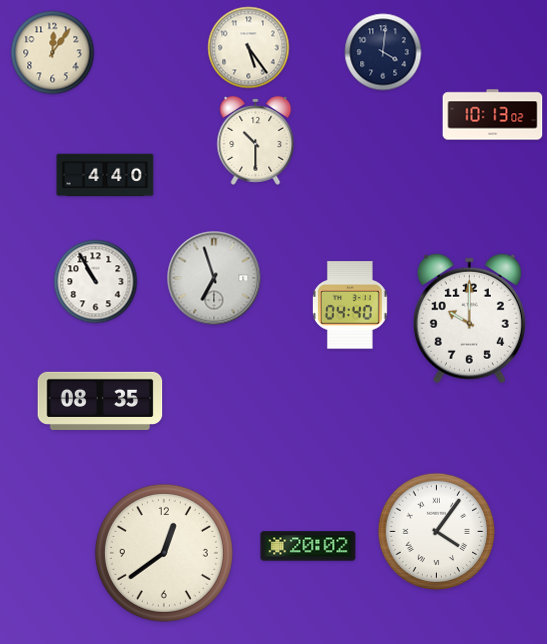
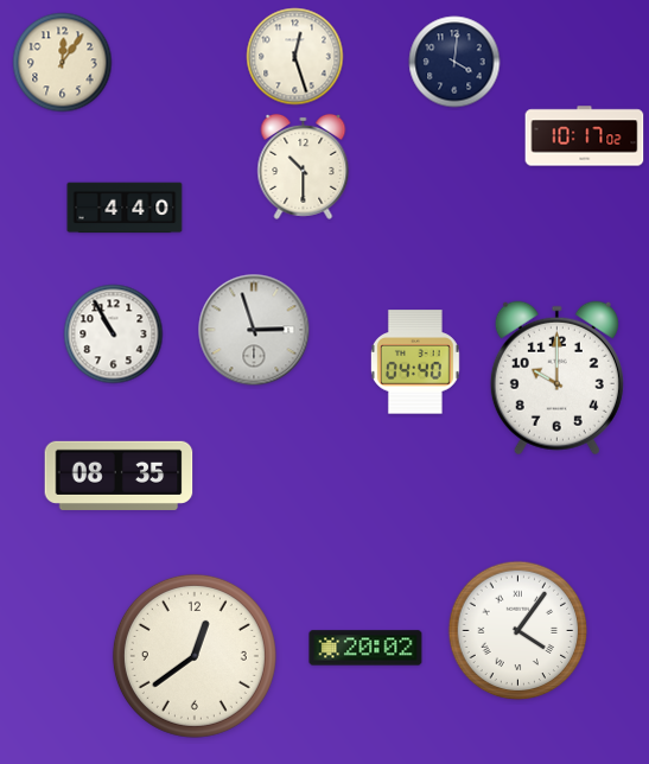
clock at (249, 48): 5:24 -> 12:27
clock at (493, 115): 10:13 -> 10:17
clock at (214, 278): 6:57 -> 2:57
